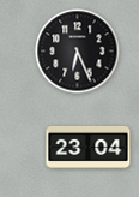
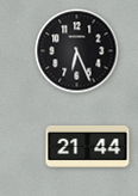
clock at (89, 147): 23:04 -> 21:44
